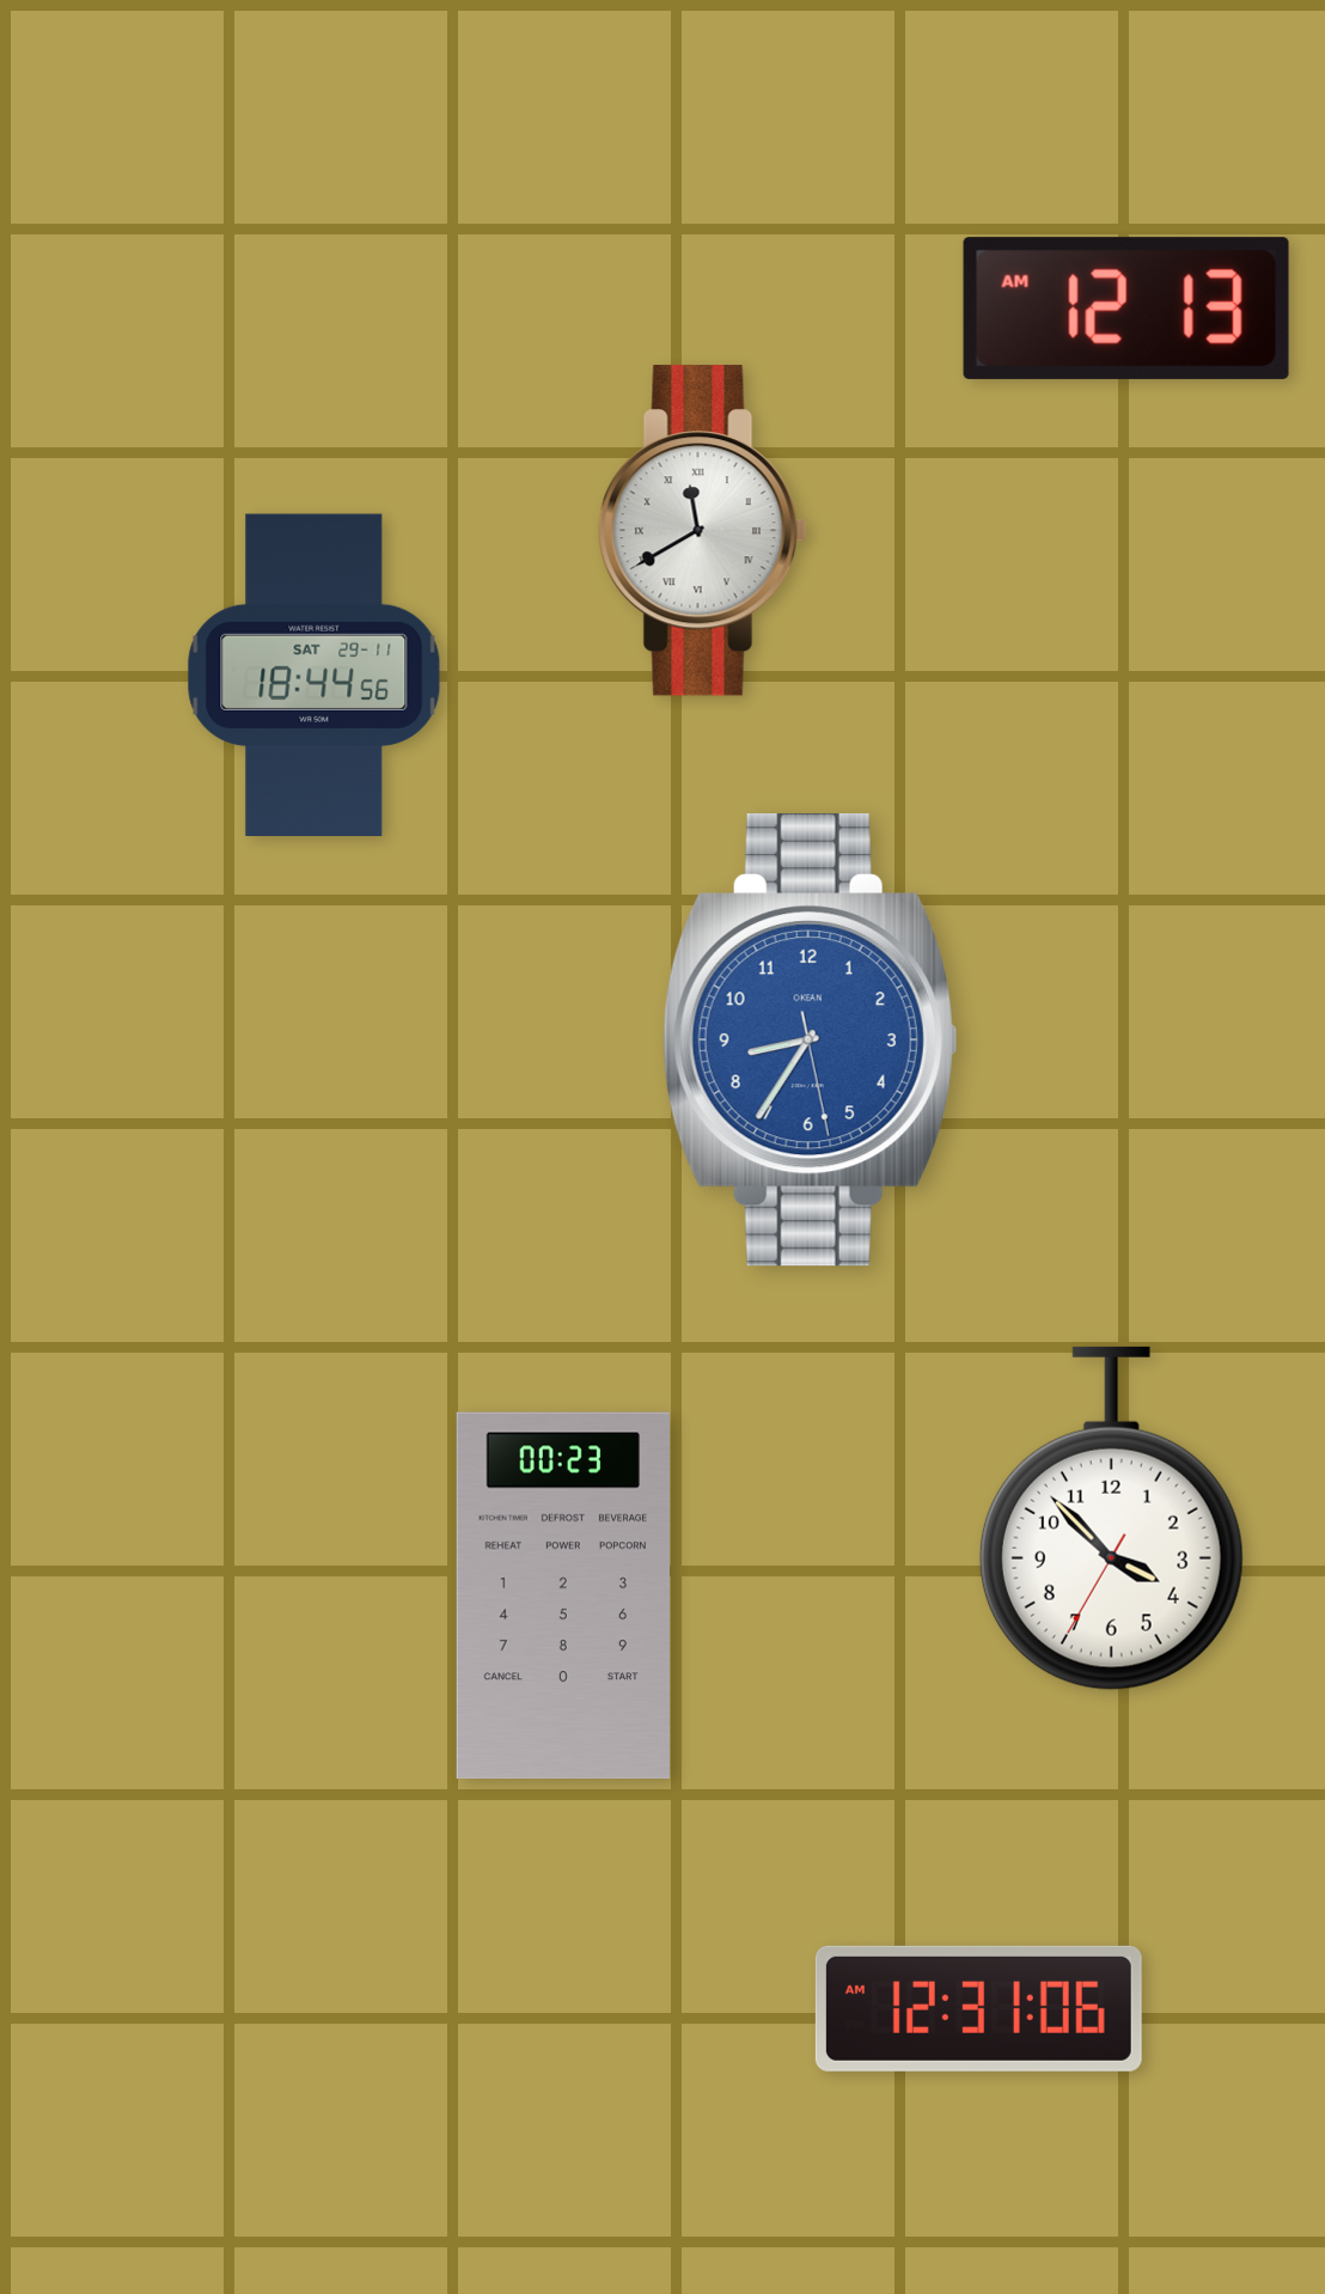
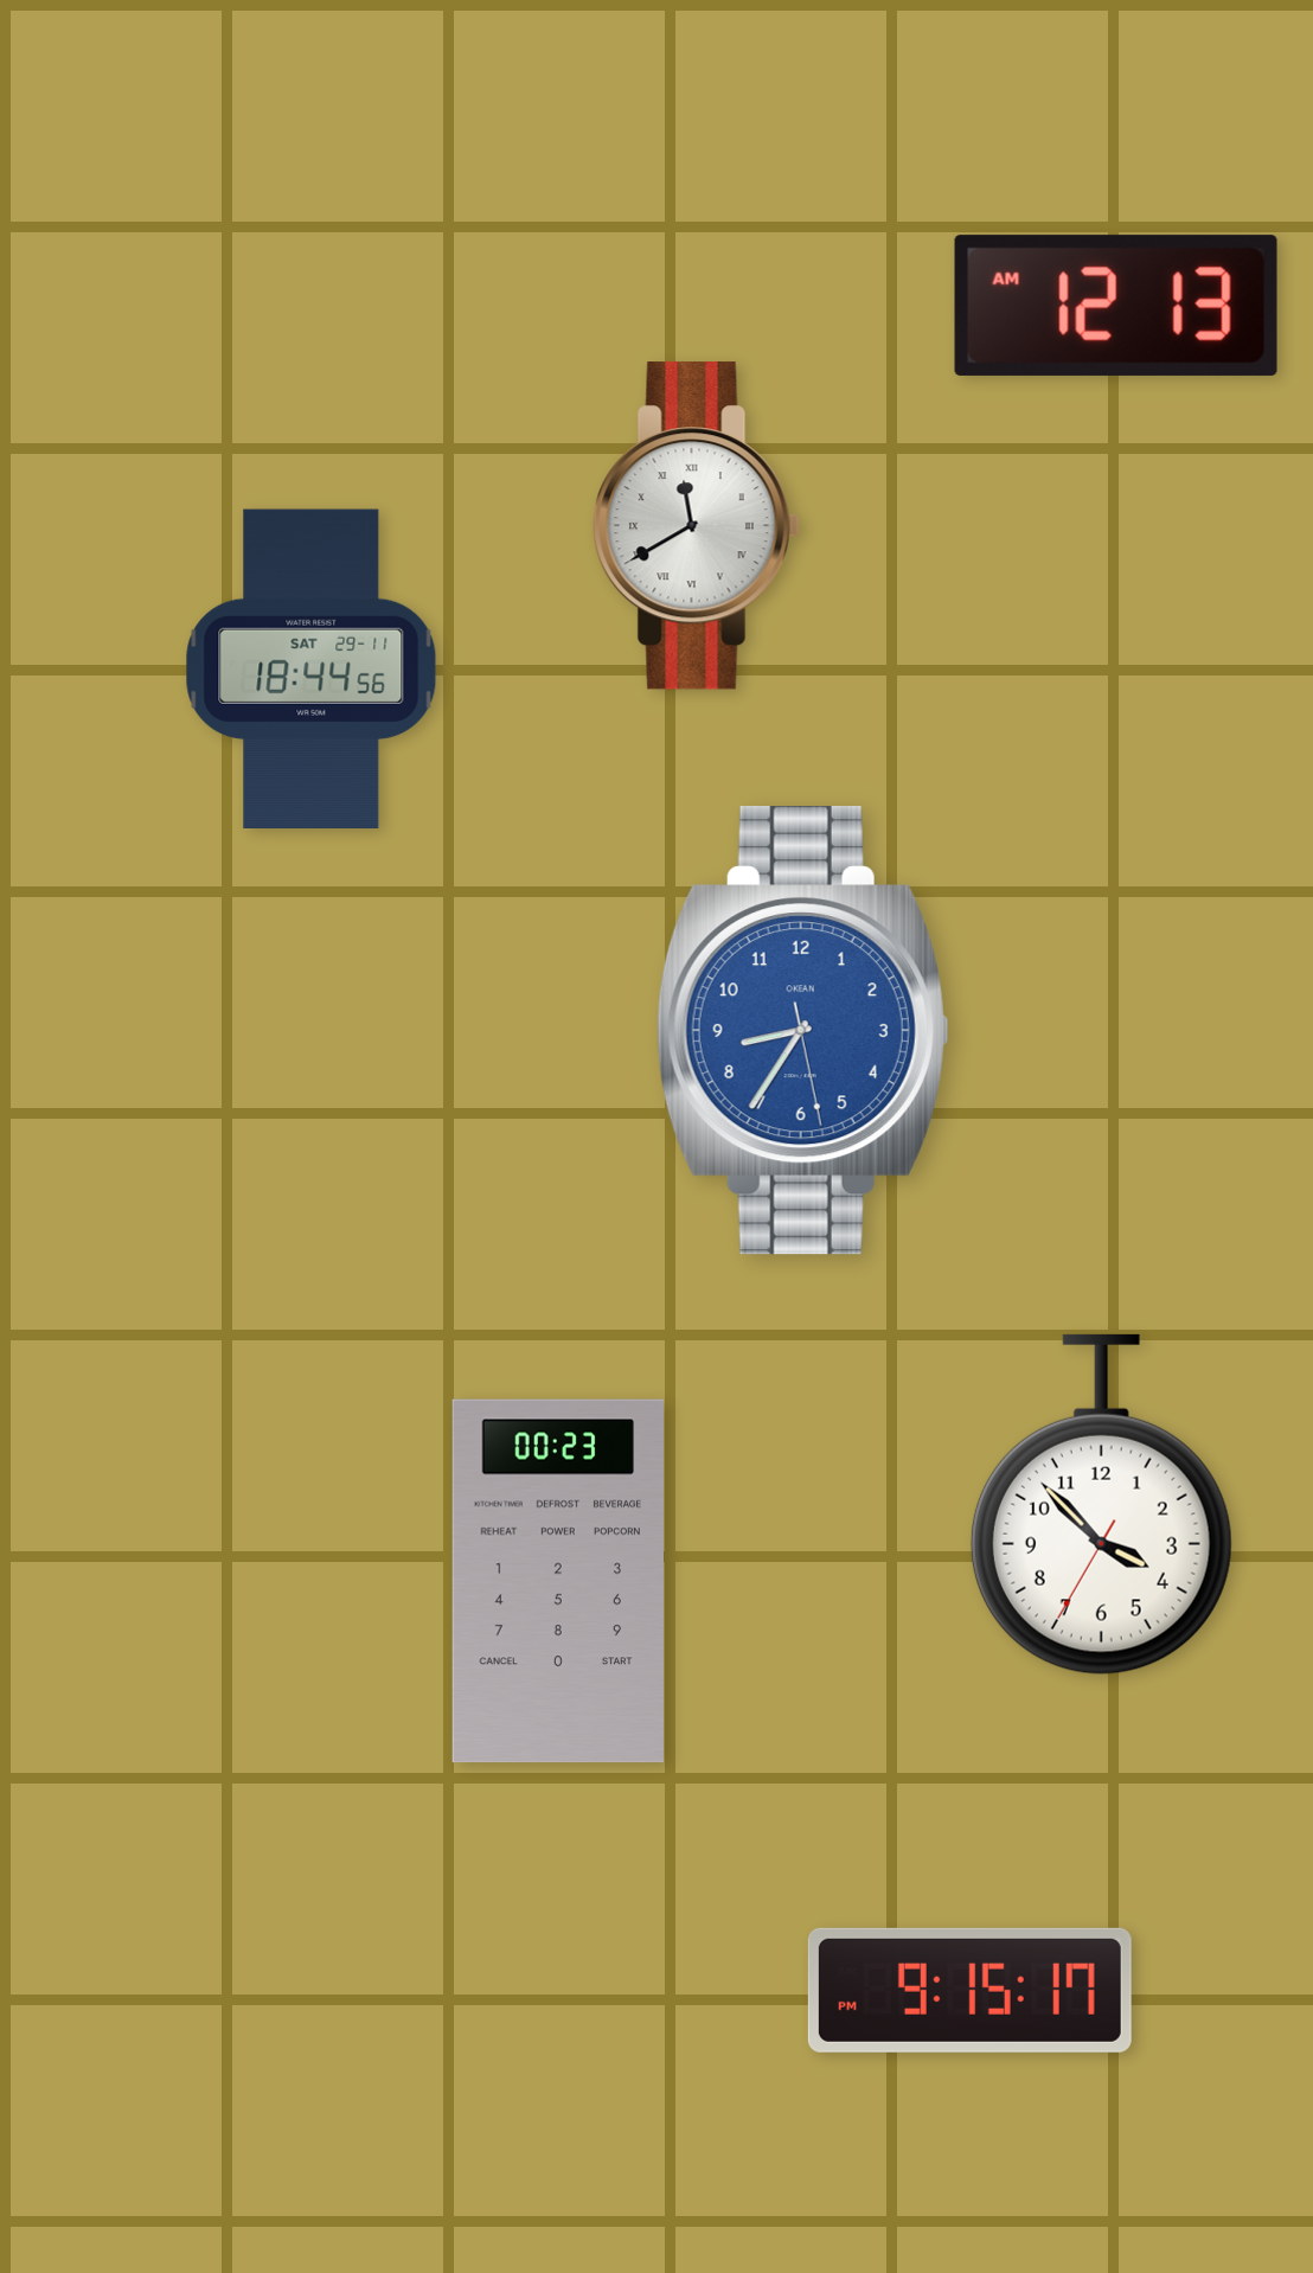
clock at (978, 2008): 12:31 -> 9:15
